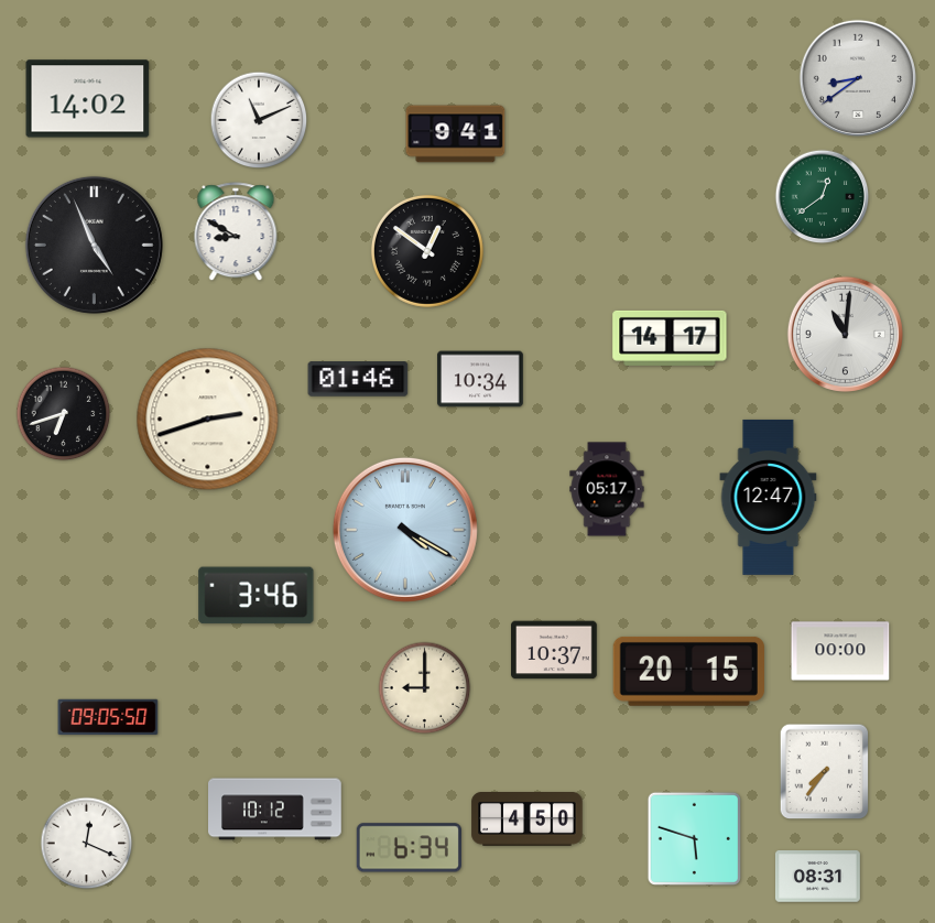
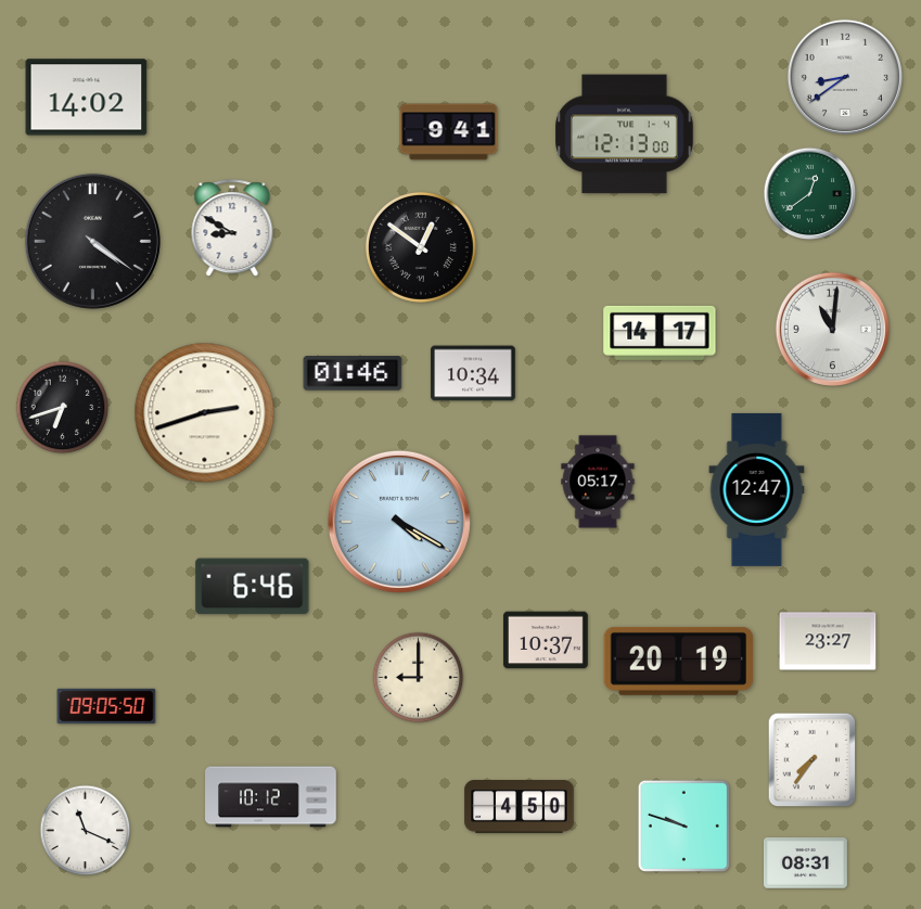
clock at (259, 120): 11:11 -> none
clock at (625, 135): none -> 12:13
clock at (94, 245): 4:56 -> 4:21
clock at (257, 596): 3:46 -> 6:46
clock at (840, 651): 00:00 -> 23:27
clock at (688, 671): 20:15 -> 20:19
clock at (694, 838): 5:48 -> 9:48
clock at (87, 844): 12:19 -> 11:19
clock at (409, 848): 6:34 -> none
